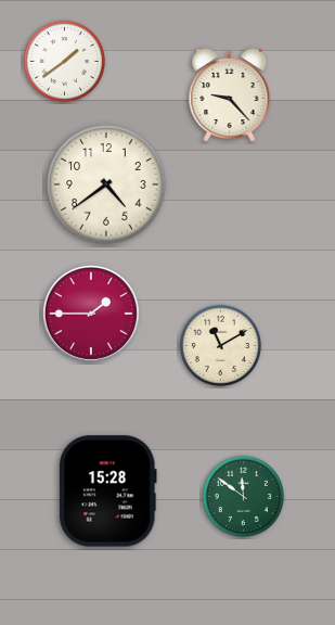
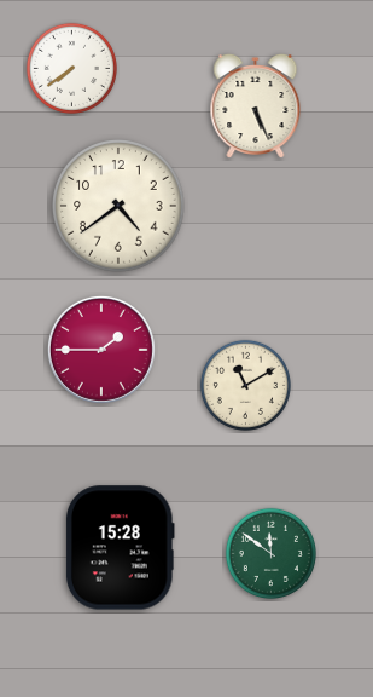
clock at (64, 61): 1:39 -> 7:39
clock at (230, 95): 9:23 -> 5:26
